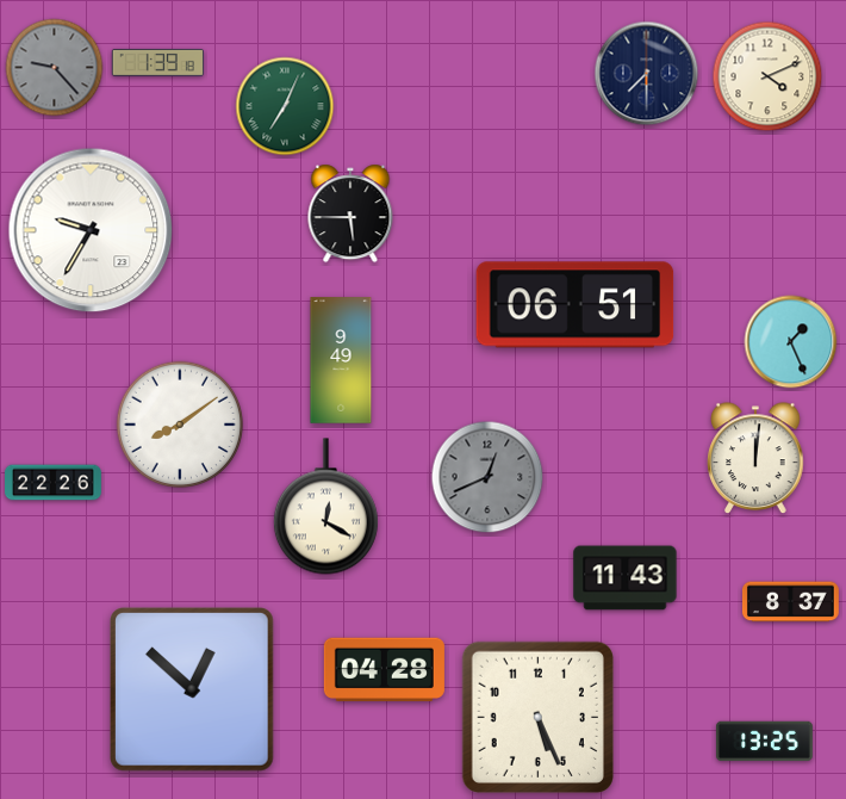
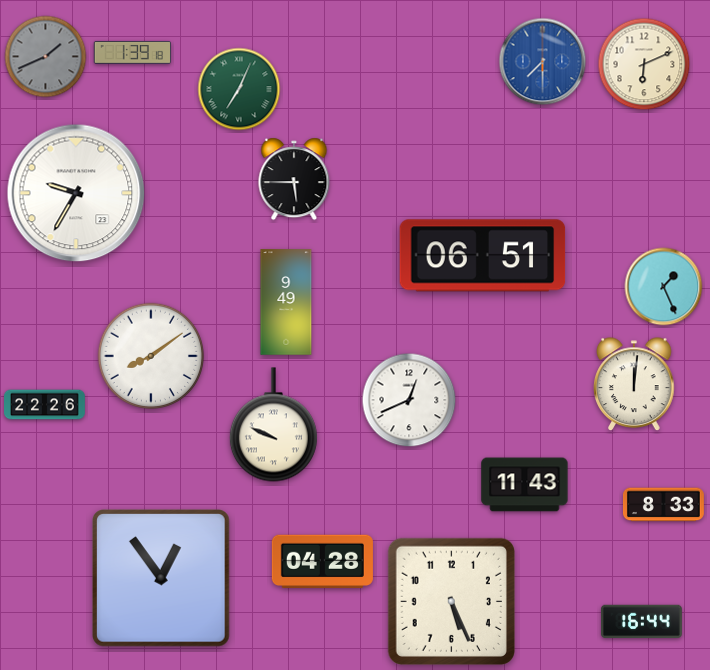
clock at (55, 68): 9:23 -> 1:41
clock at (647, 74) dial: navy -> blue
clock at (767, 76): 4:11 -> 6:11
clock at (487, 477) dial: grey -> white
clock at (325, 507): 12:20 -> 9:49
clock at (790, 602): 8:37 -> 8:33
clock at (193, 690): 12:52 -> 12:54
clock at (764, 742): 13:25 -> 16:44
